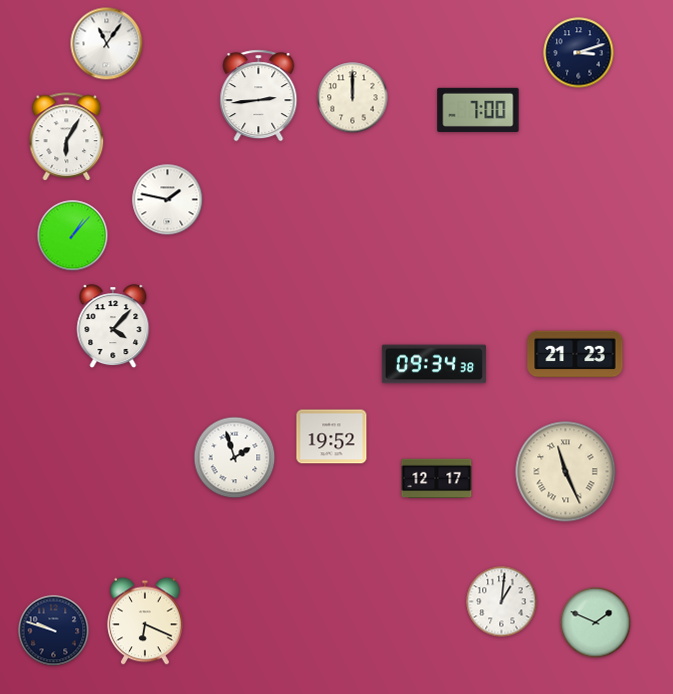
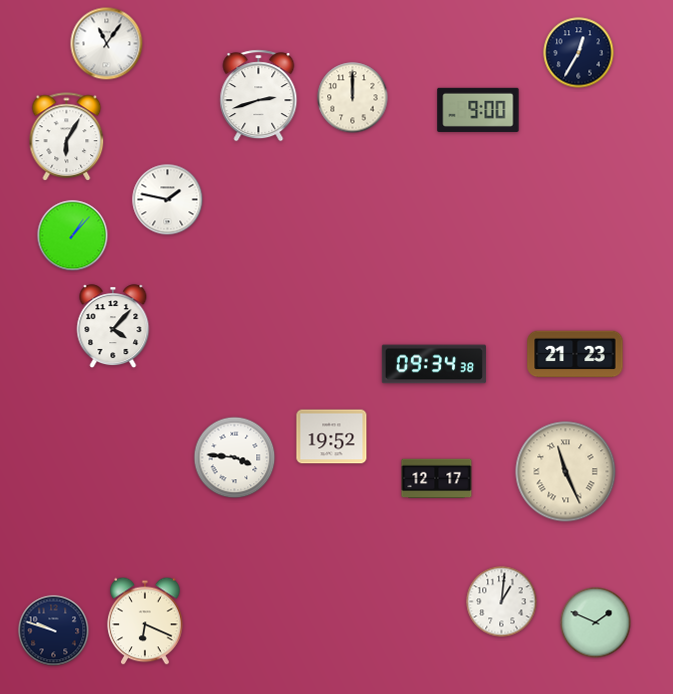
clock at (579, 53): 3:12 -> 12:35
clock at (259, 96): 2:44 -> 2:42
clock at (478, 110): 7:00 -> 9:00
clock at (235, 458): 1:57 -> 3:46
